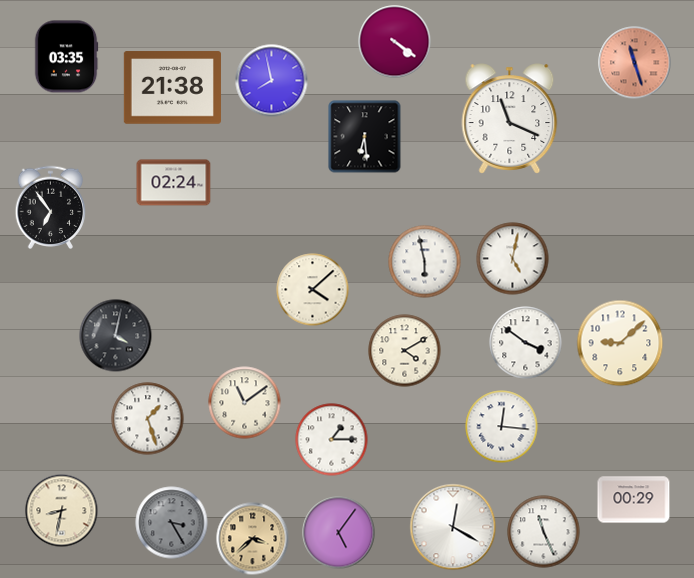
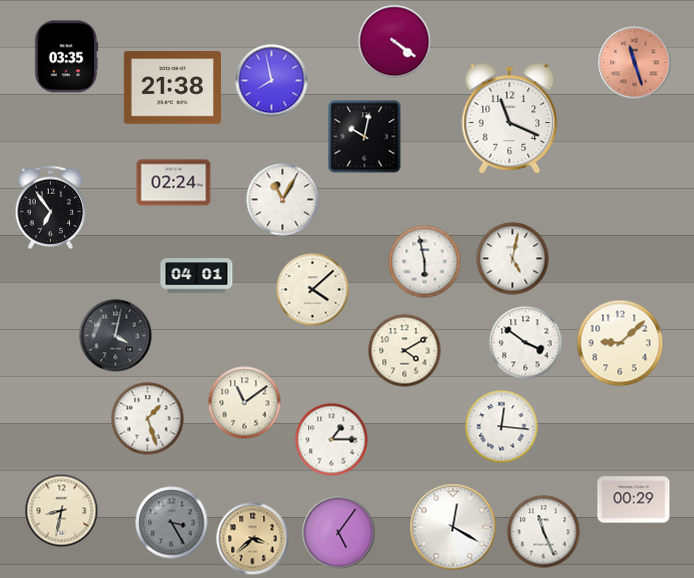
clock at (365, 137): 6:29 -> 10:02
clock at (283, 200): none -> 11:05
clock at (197, 276): none -> 04:01
